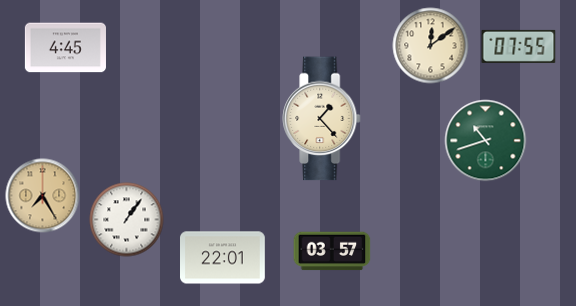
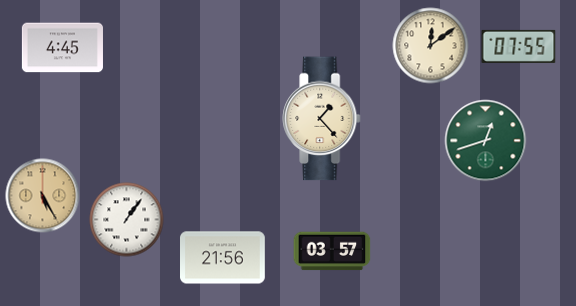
clock at (65, 48) position: (65, 48) -> (62, 48)
clock at (486, 141): 10:42 -> 12:42
clock at (43, 196): 7:25 -> 5:25
clock at (223, 258): 22:01 -> 21:56
